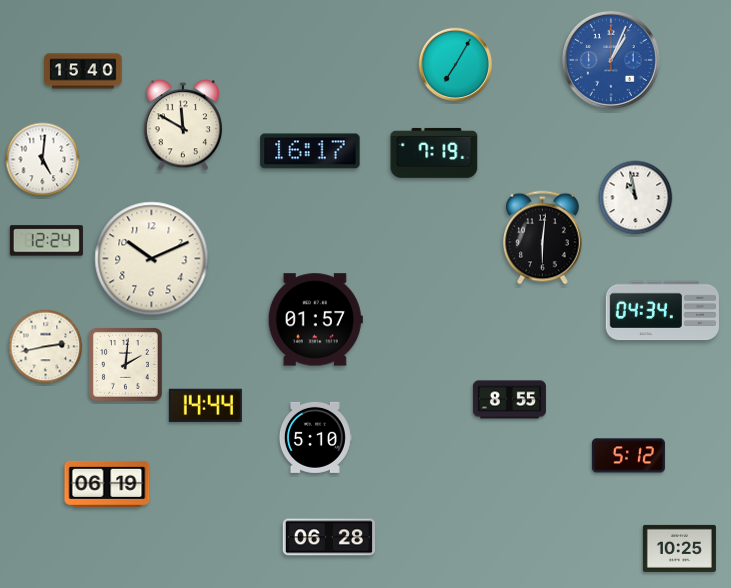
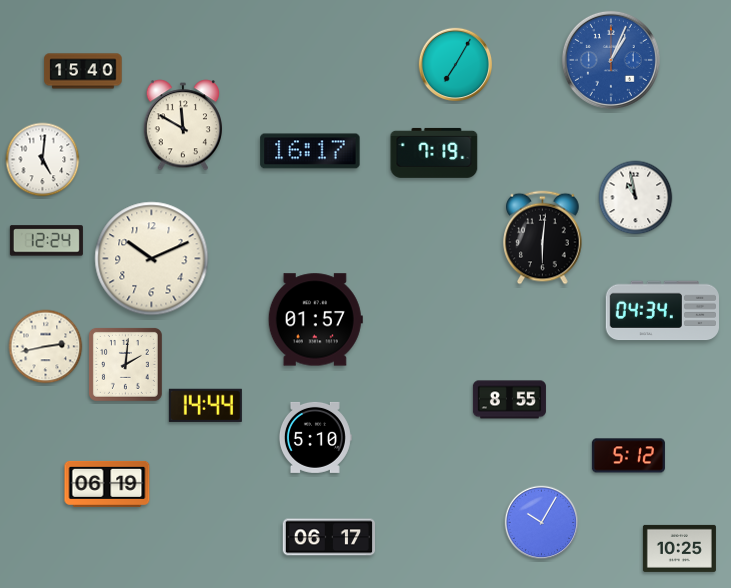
clock at (542, 523): none -> 10:05
clock at (328, 537): 06:28 -> 06:17
